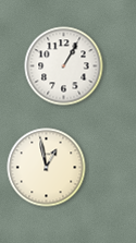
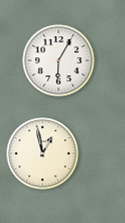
clock at (64, 66): 1:05 -> 6:05
